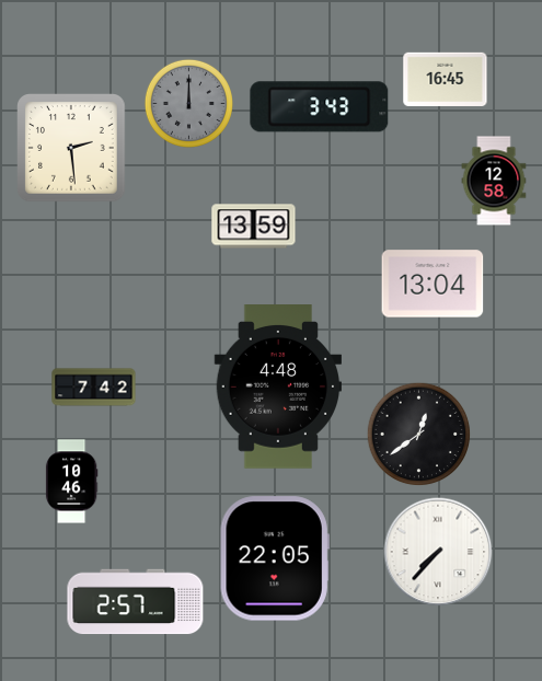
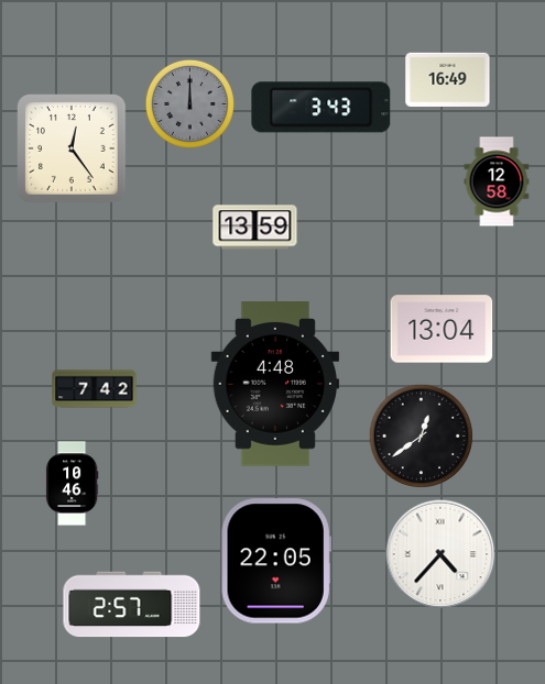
clock at (446, 79): 16:45 -> 16:49
clock at (71, 148): 2:29 -> 12:24
clock at (433, 284) position: (433, 284) -> (442, 329)
clock at (277, 388) position: (277, 388) -> (274, 385)
clock at (438, 552): 7:37 -> 4:37
clock at (136, 602) position: (136, 602) -> (132, 605)
